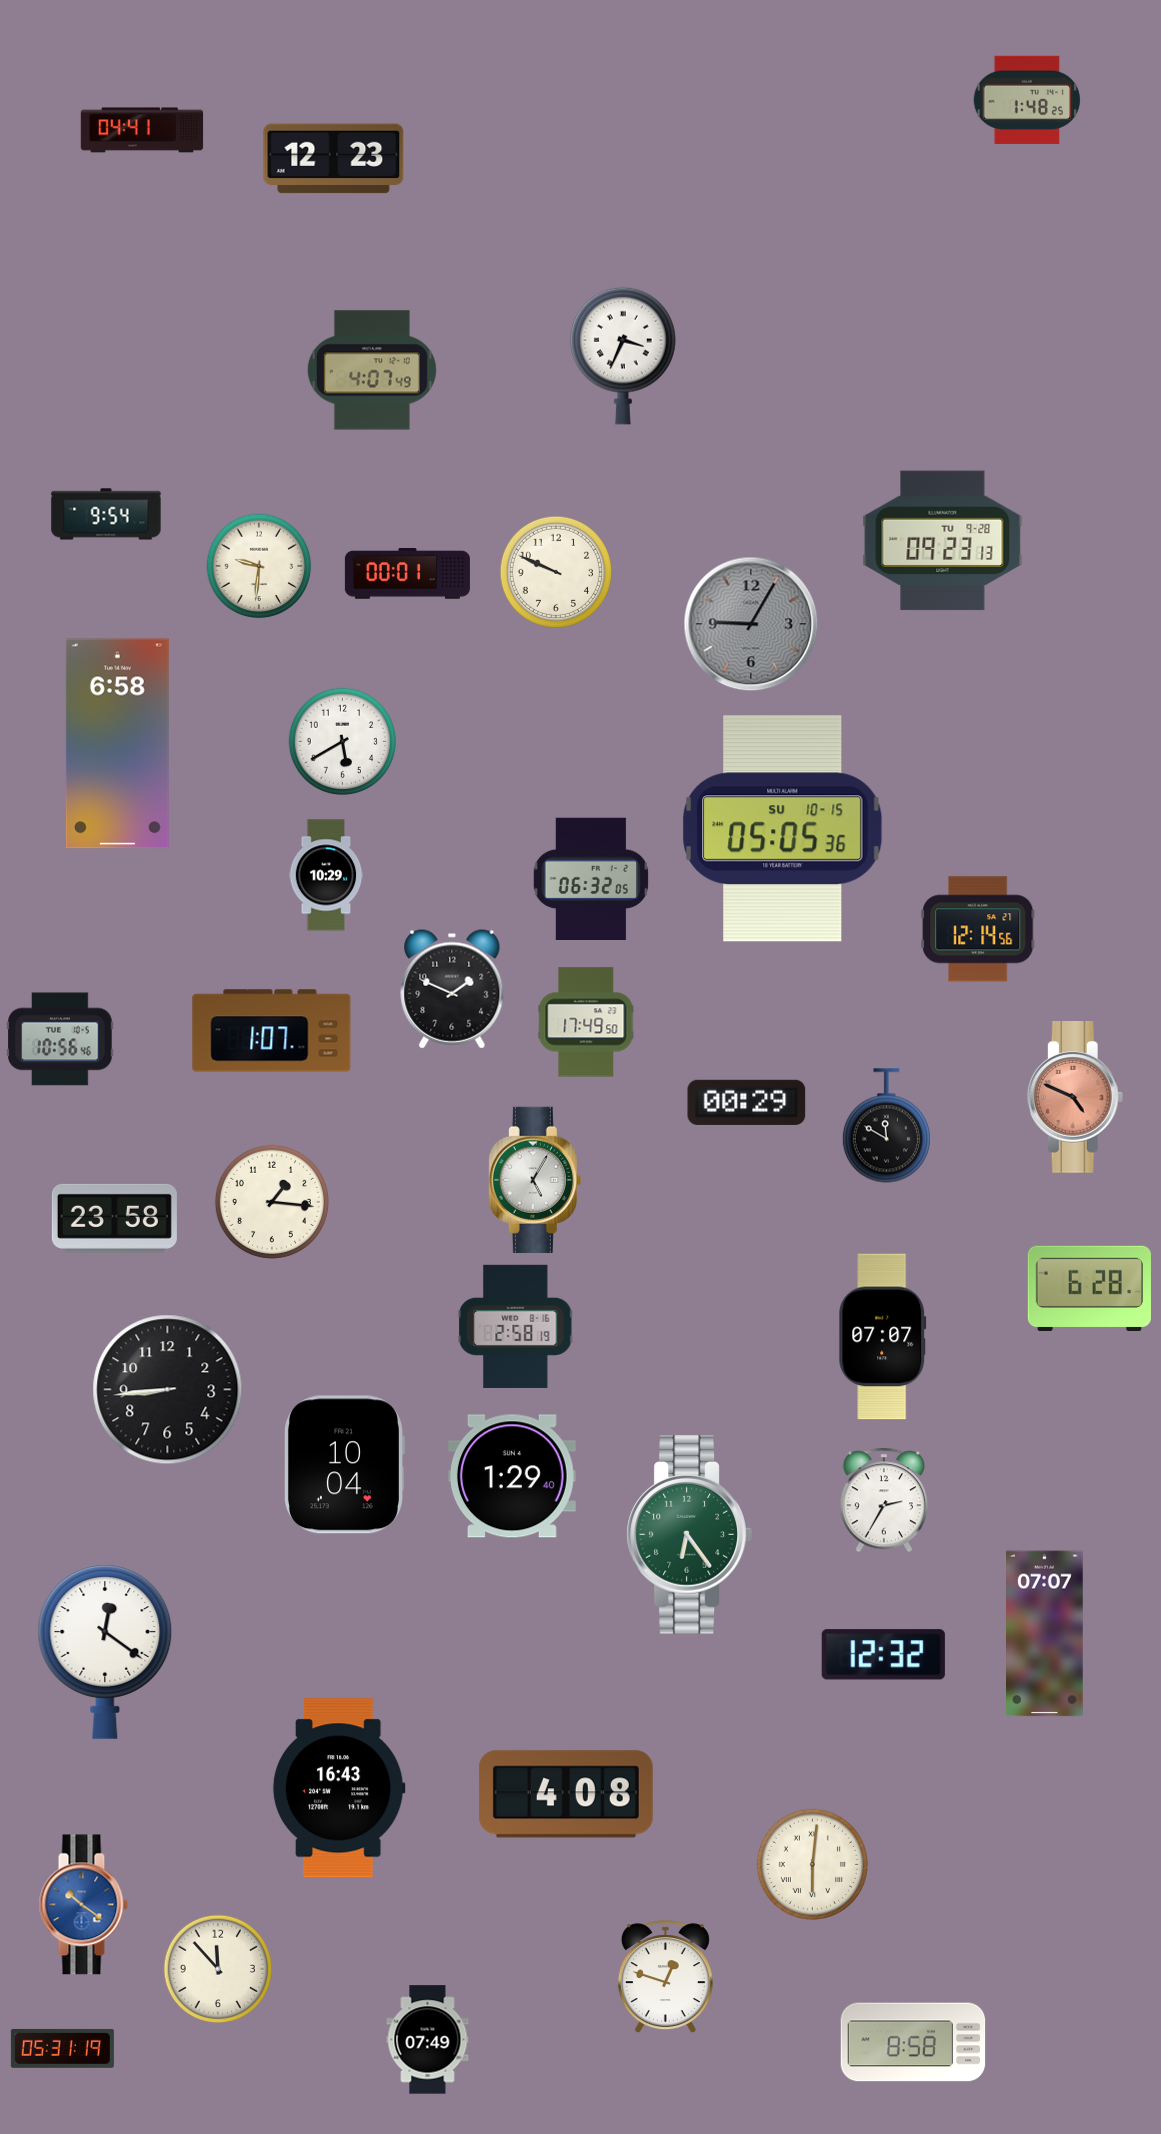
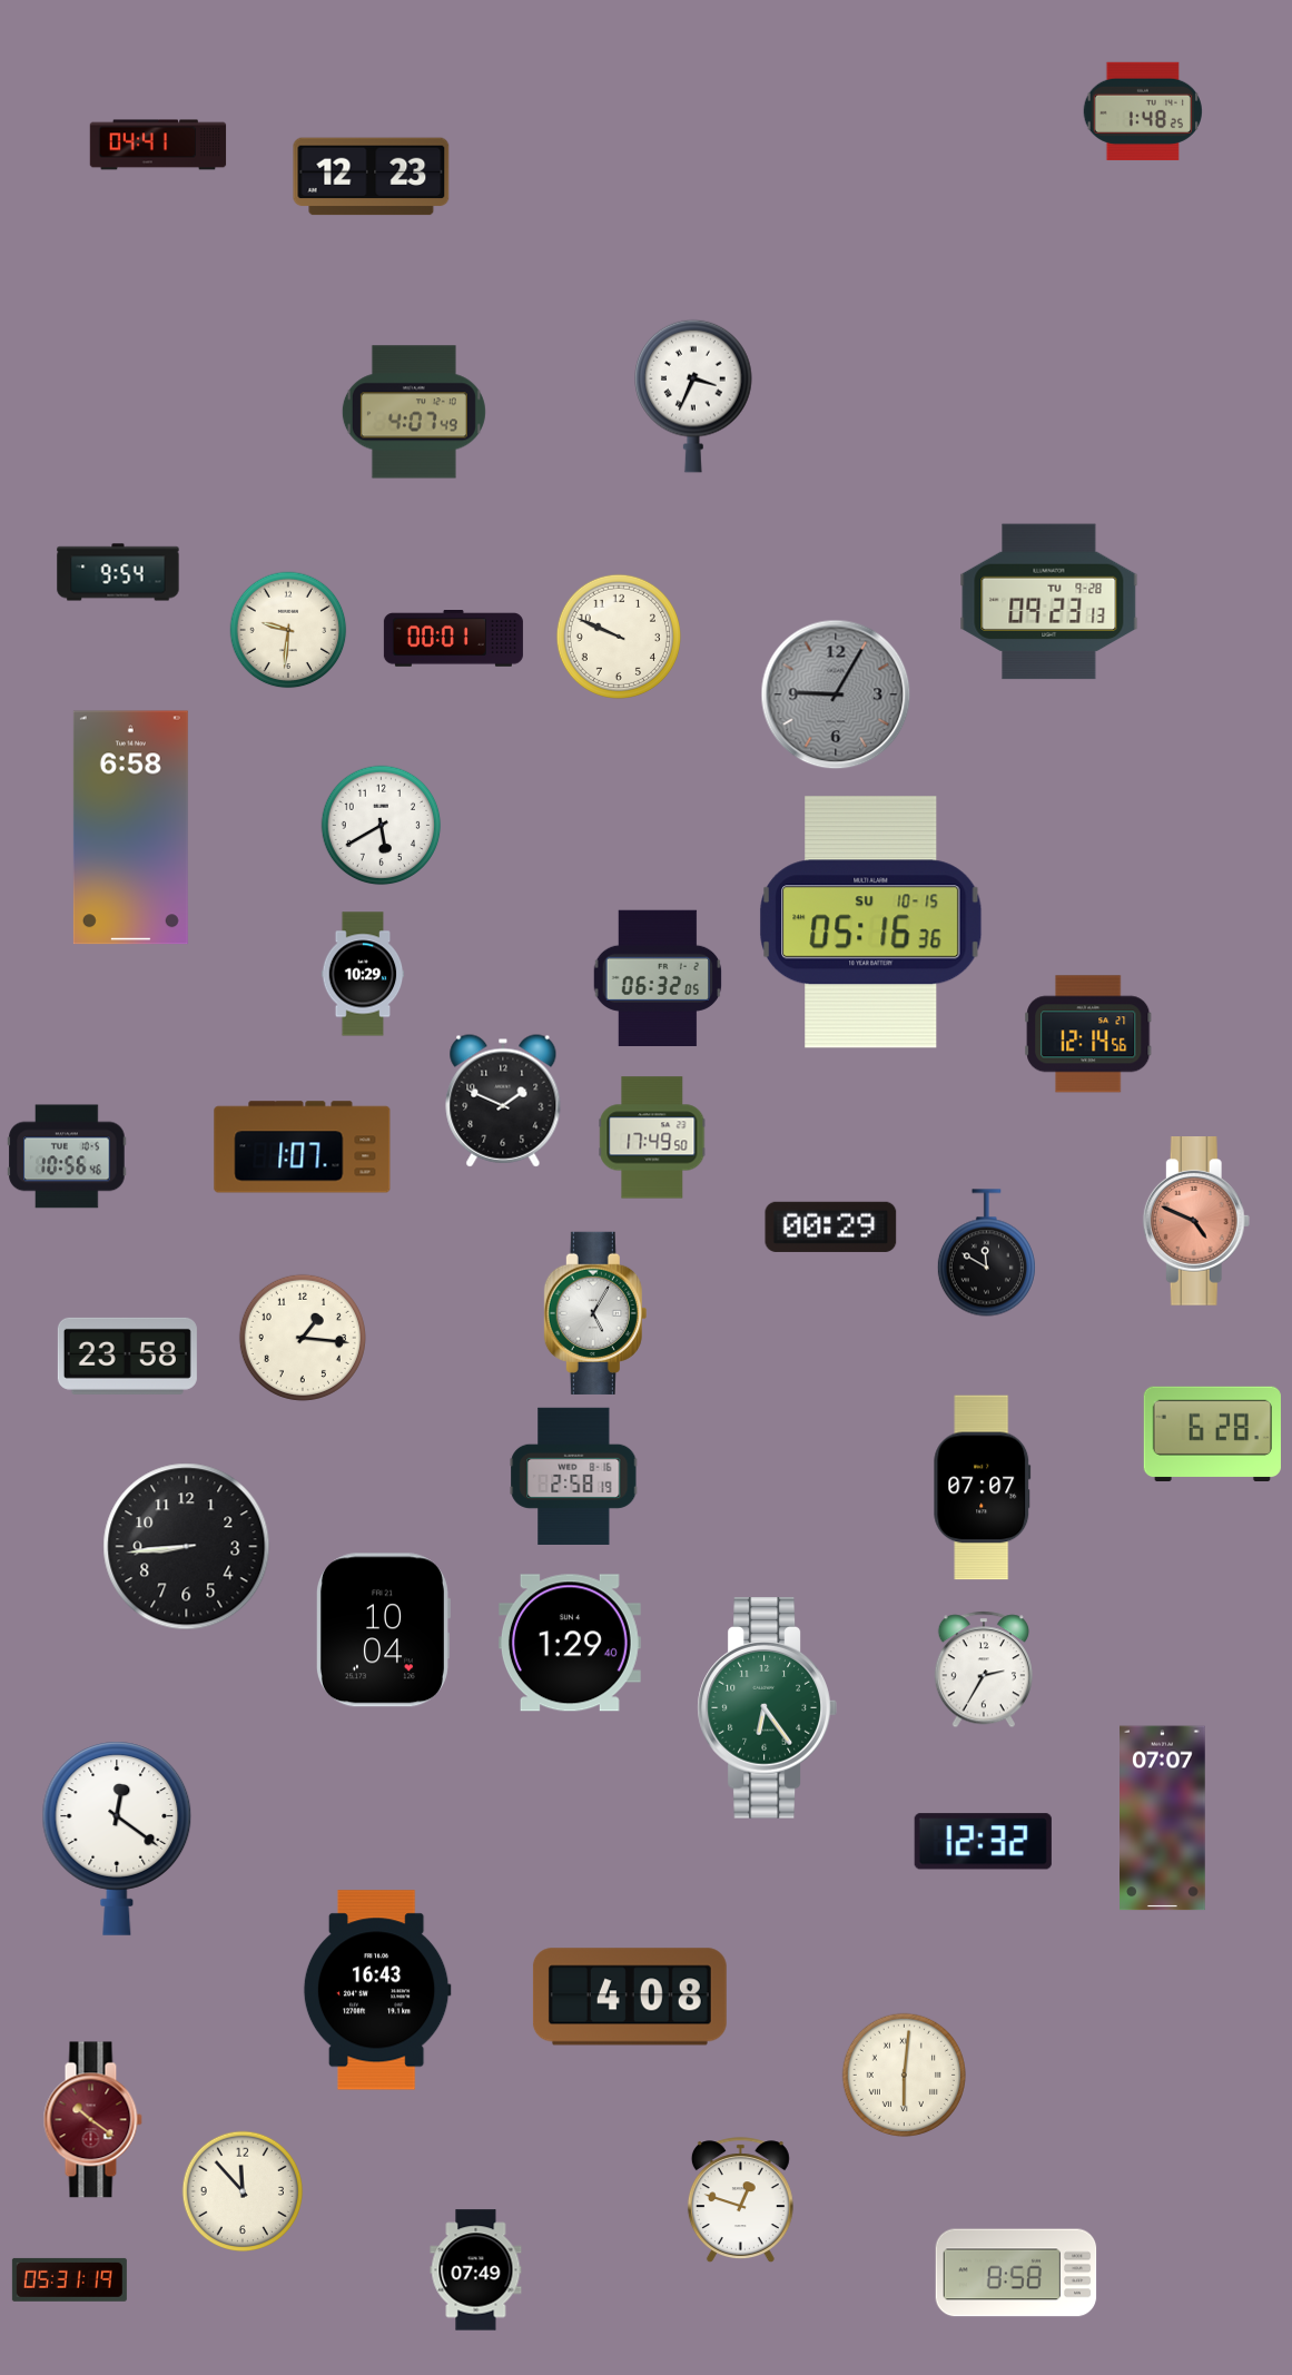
clock at (783, 829): 05:05 -> 05:16
clock at (83, 1905) dial: blue -> burgundy
